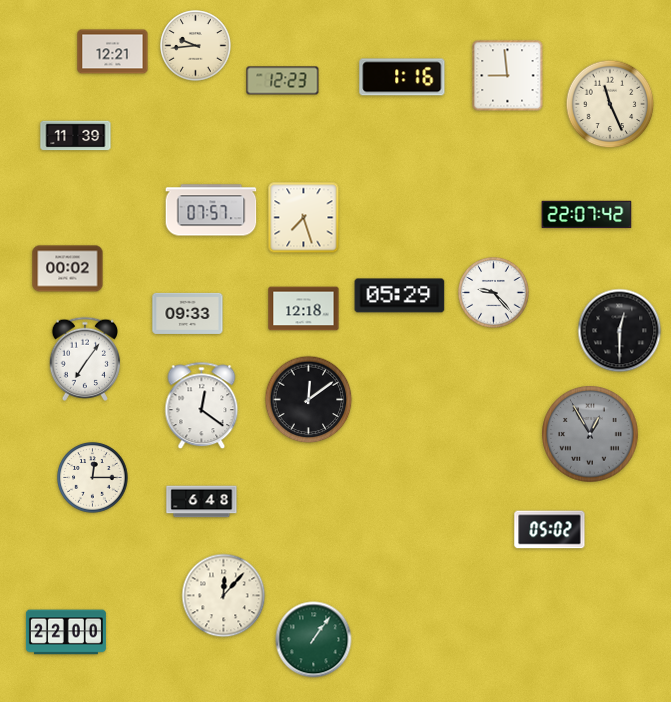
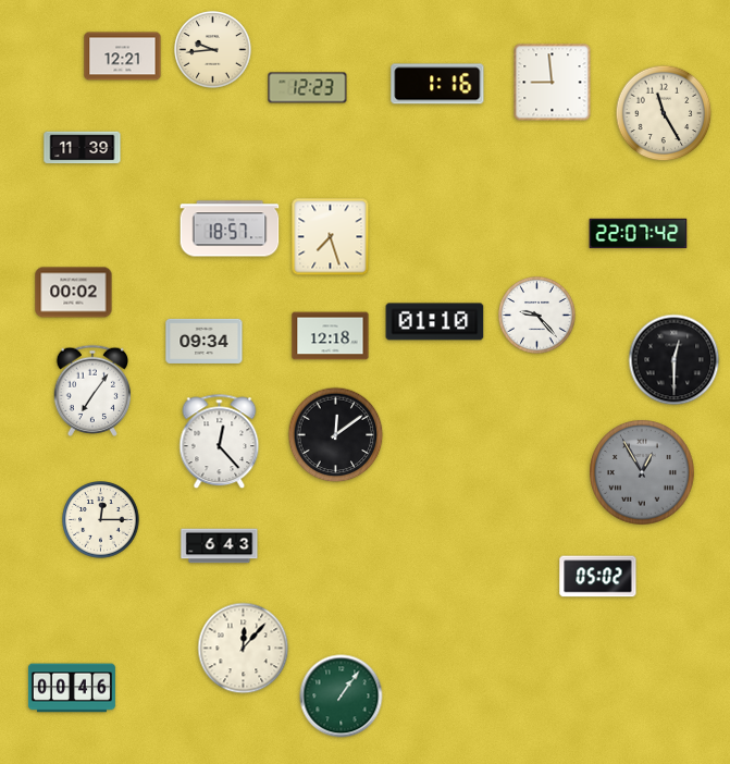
clock at (610, 104): 11:26 -> 11:25
clock at (211, 210): 07:57 -> 18:57
clock at (494, 293) position: (494, 293) -> (537, 316)
clock at (400, 296): 05:29 -> 01:10
clock at (188, 313): 09:33 -> 09:34
clock at (202, 406): 12:21 -> 12:23
clock at (202, 502): 6:48 -> 6:43
clock at (66, 632): 22:00 -> 00:46
